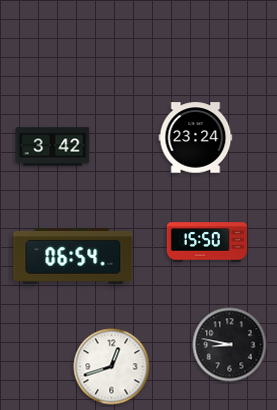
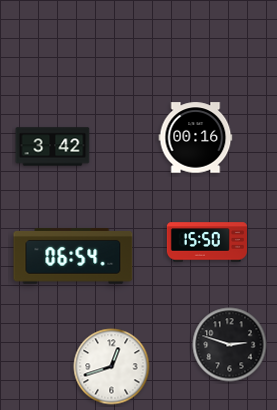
clock at (196, 138): 23:24 -> 00:16
clock at (230, 345): 8:47 -> 2:48
